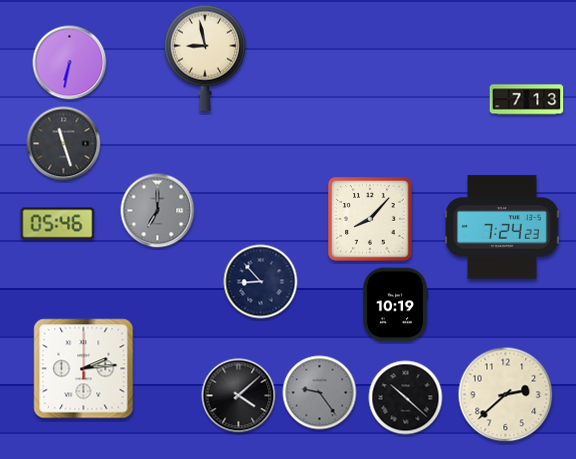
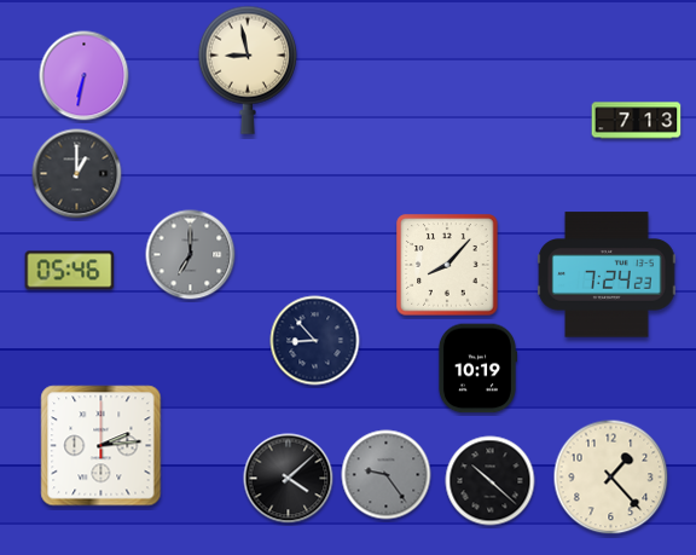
clock at (64, 144): 11:27 -> 1:00
clock at (506, 395): 2:38 -> 1:23
